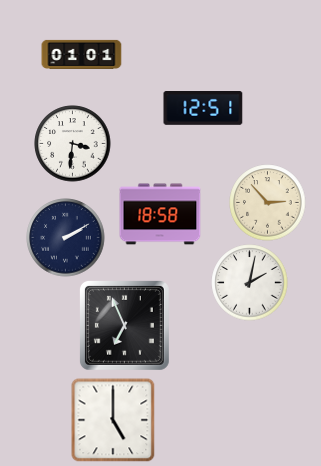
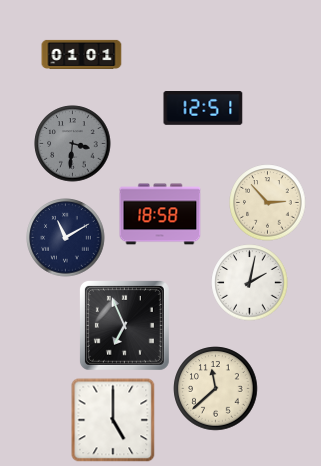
clock at (73, 144) dial: white -> grey
clock at (66, 238): 2:10 -> 11:10
clock at (216, 389): none -> 11:38
